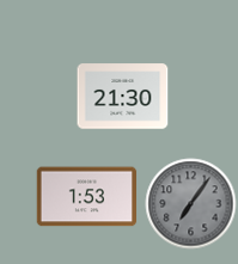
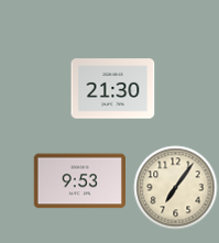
clock at (87, 197): 1:53 -> 9:53
clock at (191, 204) dial: grey -> cream
